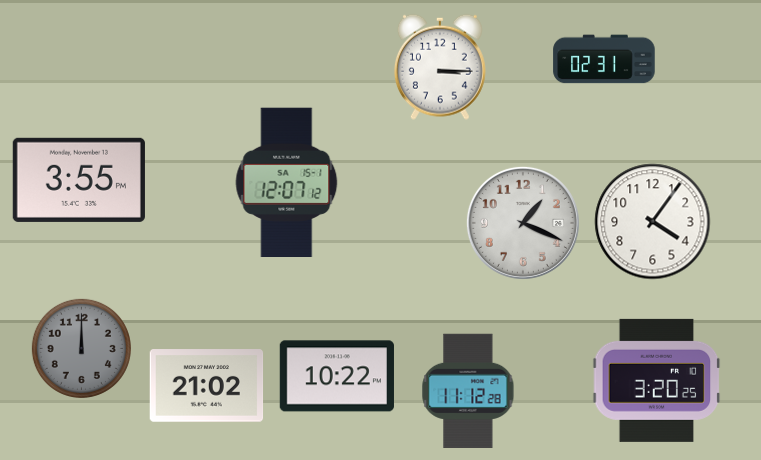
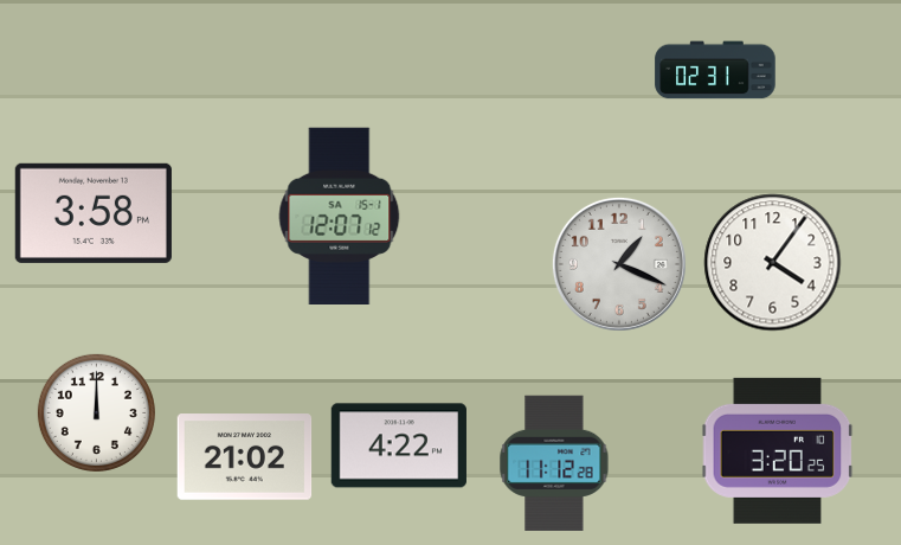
clock at (440, 67): 3:15 -> none
clock at (79, 180): 3:55 -> 3:58
clock at (81, 348) dial: grey -> white
clock at (337, 376): 10:22 -> 4:22
